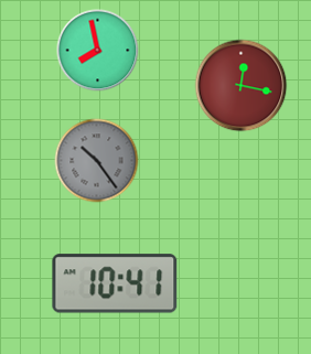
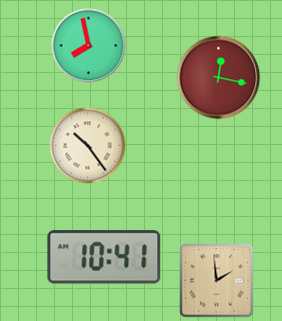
clock at (97, 161) dial: grey -> cream
clock at (217, 281): none -> 1:59
